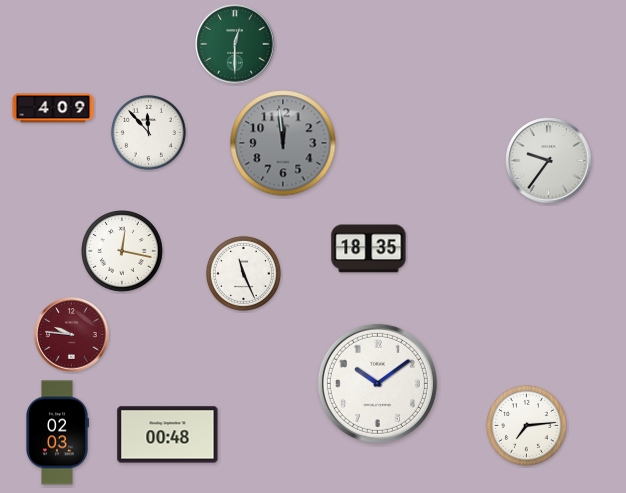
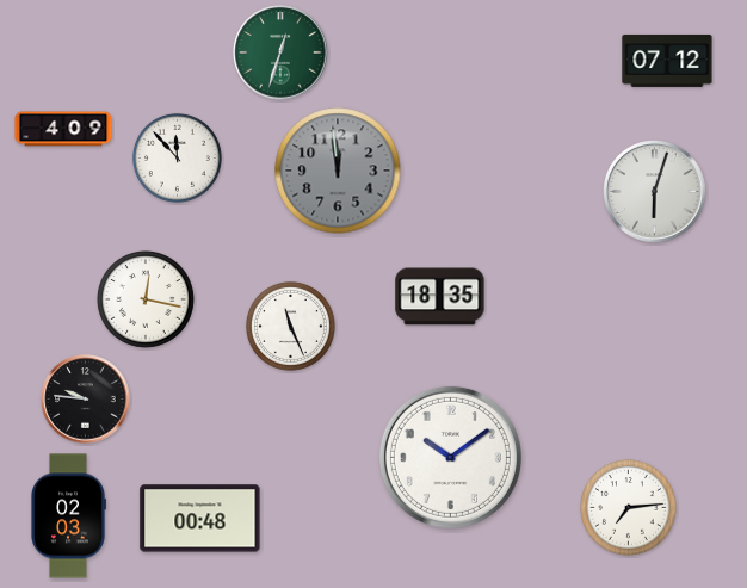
clock at (235, 44): 12:30 -> 12:33
clock at (667, 61): none -> 07:12
clock at (549, 161): 9:36 -> 6:03
clock at (72, 335) dial: burgundy -> black
